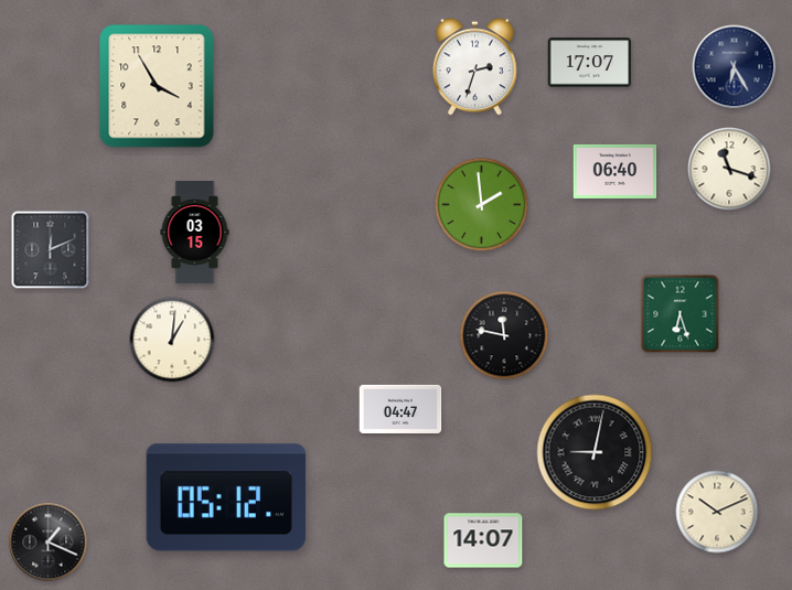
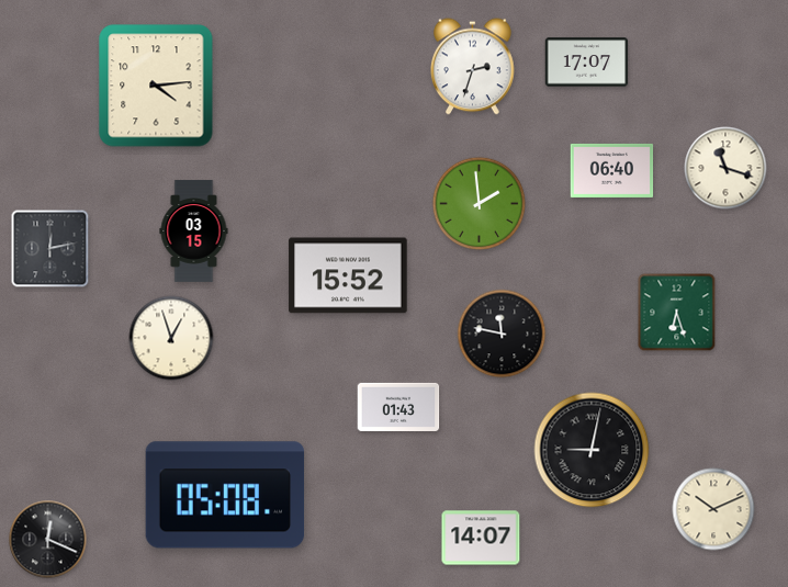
clock at (735, 67): 6:25 -> none
clock at (157, 86): 3:55 -> 4:14
clock at (51, 250): 12:11 -> 12:13
clock at (348, 275): none -> 15:52
clock at (172, 340): 1:01 -> 12:57
clock at (400, 409): 04:47 -> 01:43
clock at (226, 497): 05:12 -> 05:08
clock at (49, 543): 1:19 -> 12:19
